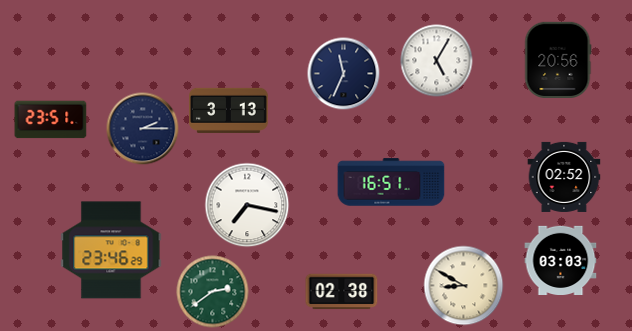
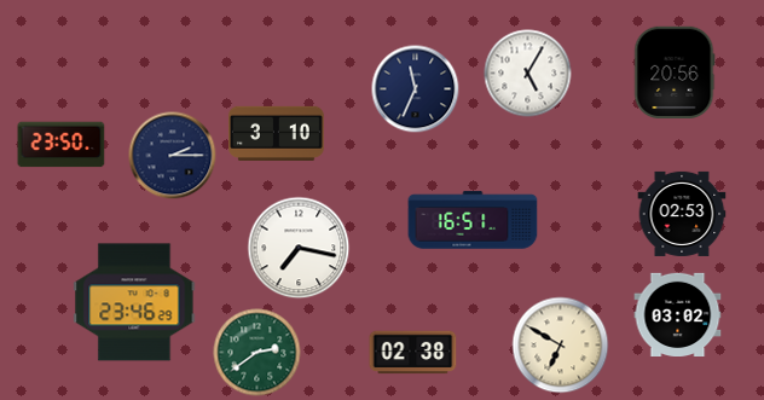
clock at (229, 110): 3:13 -> 3:10
clock at (51, 120): 23:51 -> 23:50
clock at (564, 177): 02:52 -> 02:53
clock at (561, 260): 03:03 -> 03:02
clock at (464, 286): 8:50 -> 6:50
